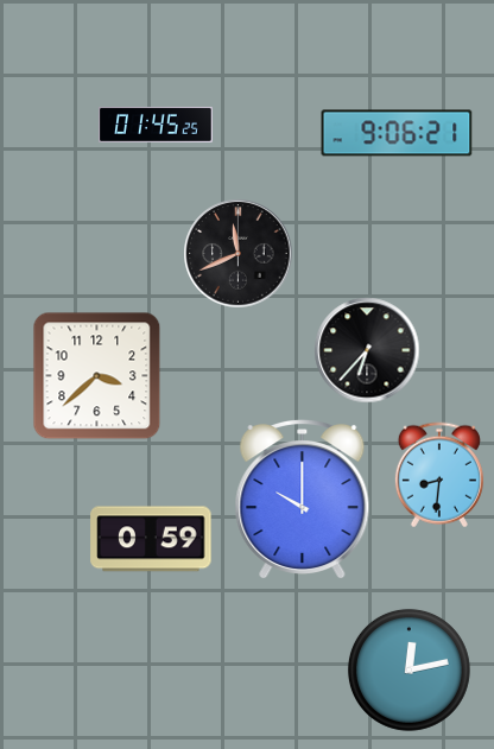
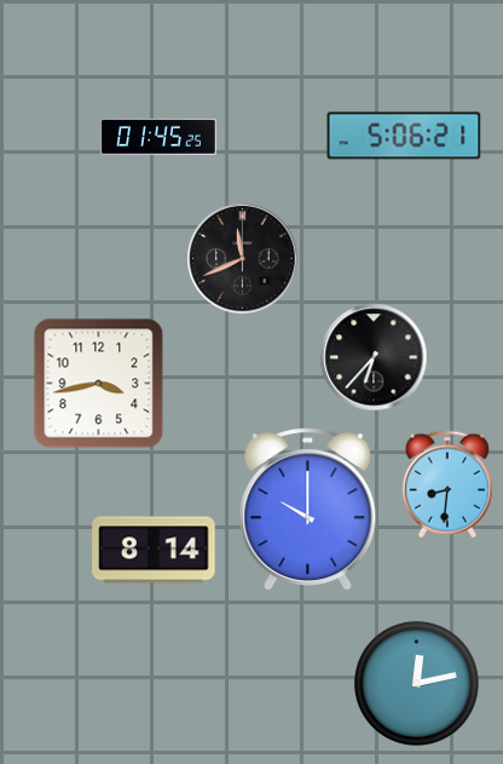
clock at (156, 125) position: (156, 125) -> (158, 137)
clock at (397, 133): 9:06 -> 5:06
clock at (96, 375): 3:38 -> 3:43
clock at (151, 539): 0:59 -> 8:14
